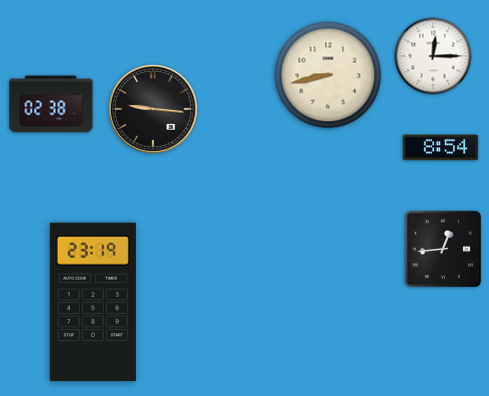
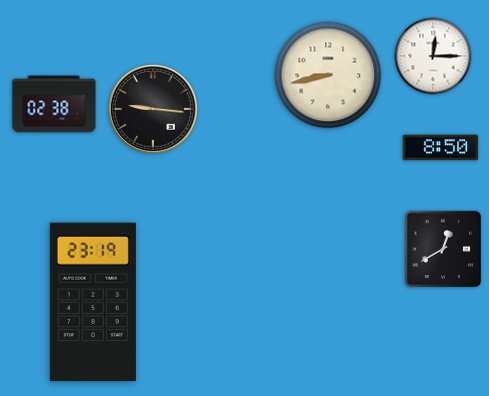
clock at (51, 104) position: (51, 104) -> (54, 104)
clock at (441, 148): 8:54 -> 8:50
clock at (442, 248): 12:44 -> 12:40
